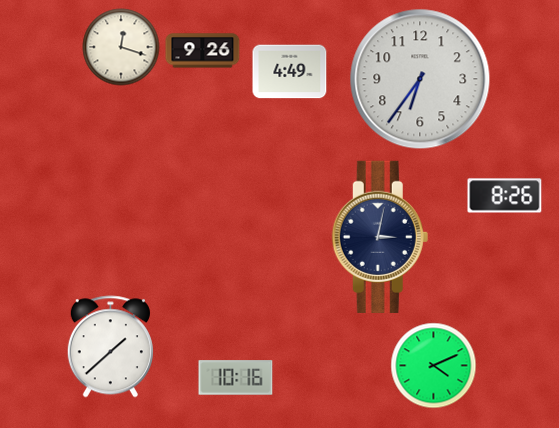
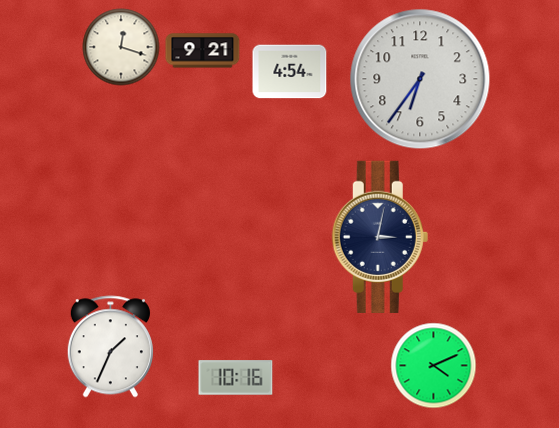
clock at (203, 51): 9:26 -> 9:21
clock at (290, 72): 4:49 -> 4:54
clock at (505, 196): 8:26 -> none
clock at (110, 347): 1:38 -> 1:34
